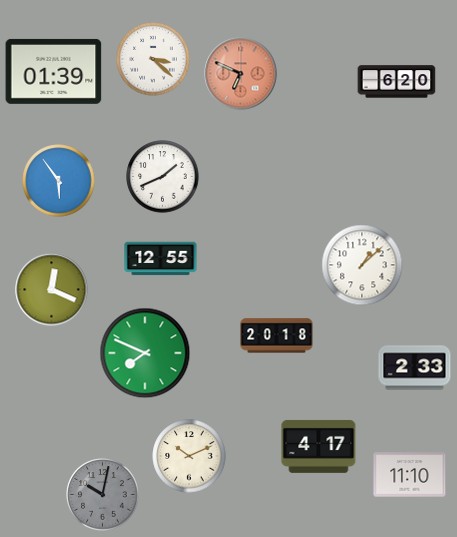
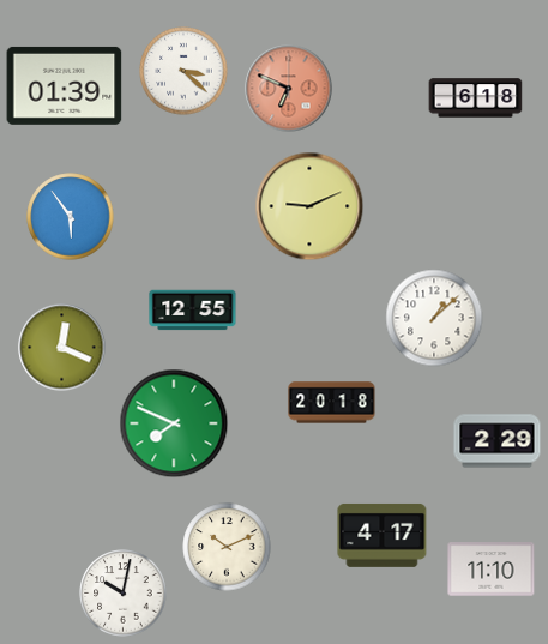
clock at (397, 82): 6:20 -> 6:18
clock at (309, 206): none -> 9:11
clock at (163, 177): 1:41 -> none
clock at (415, 368): 2:33 -> 2:29
clock at (103, 495) dial: grey -> white
